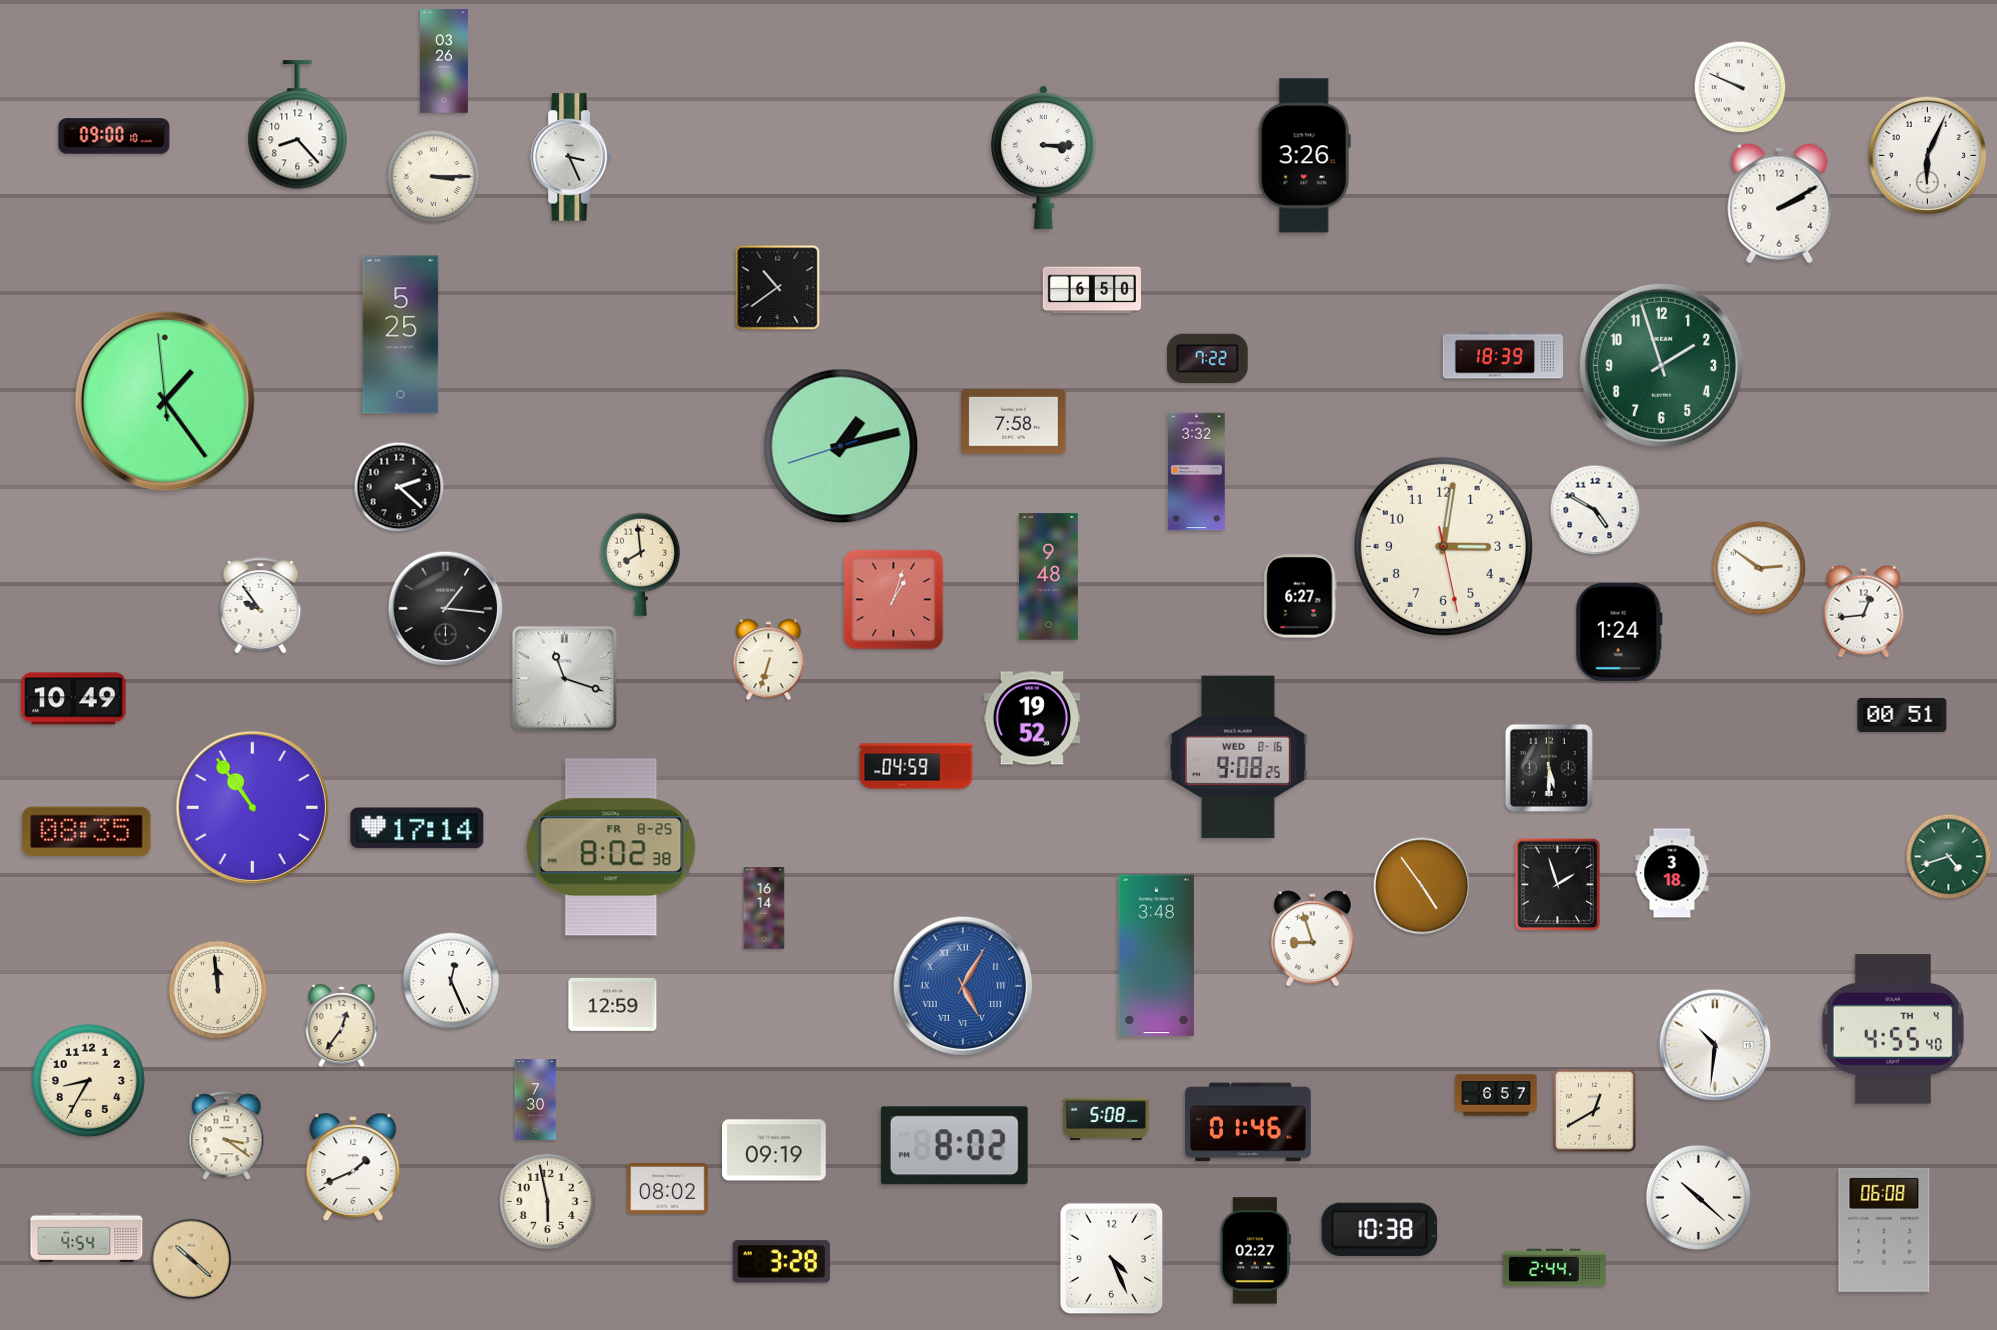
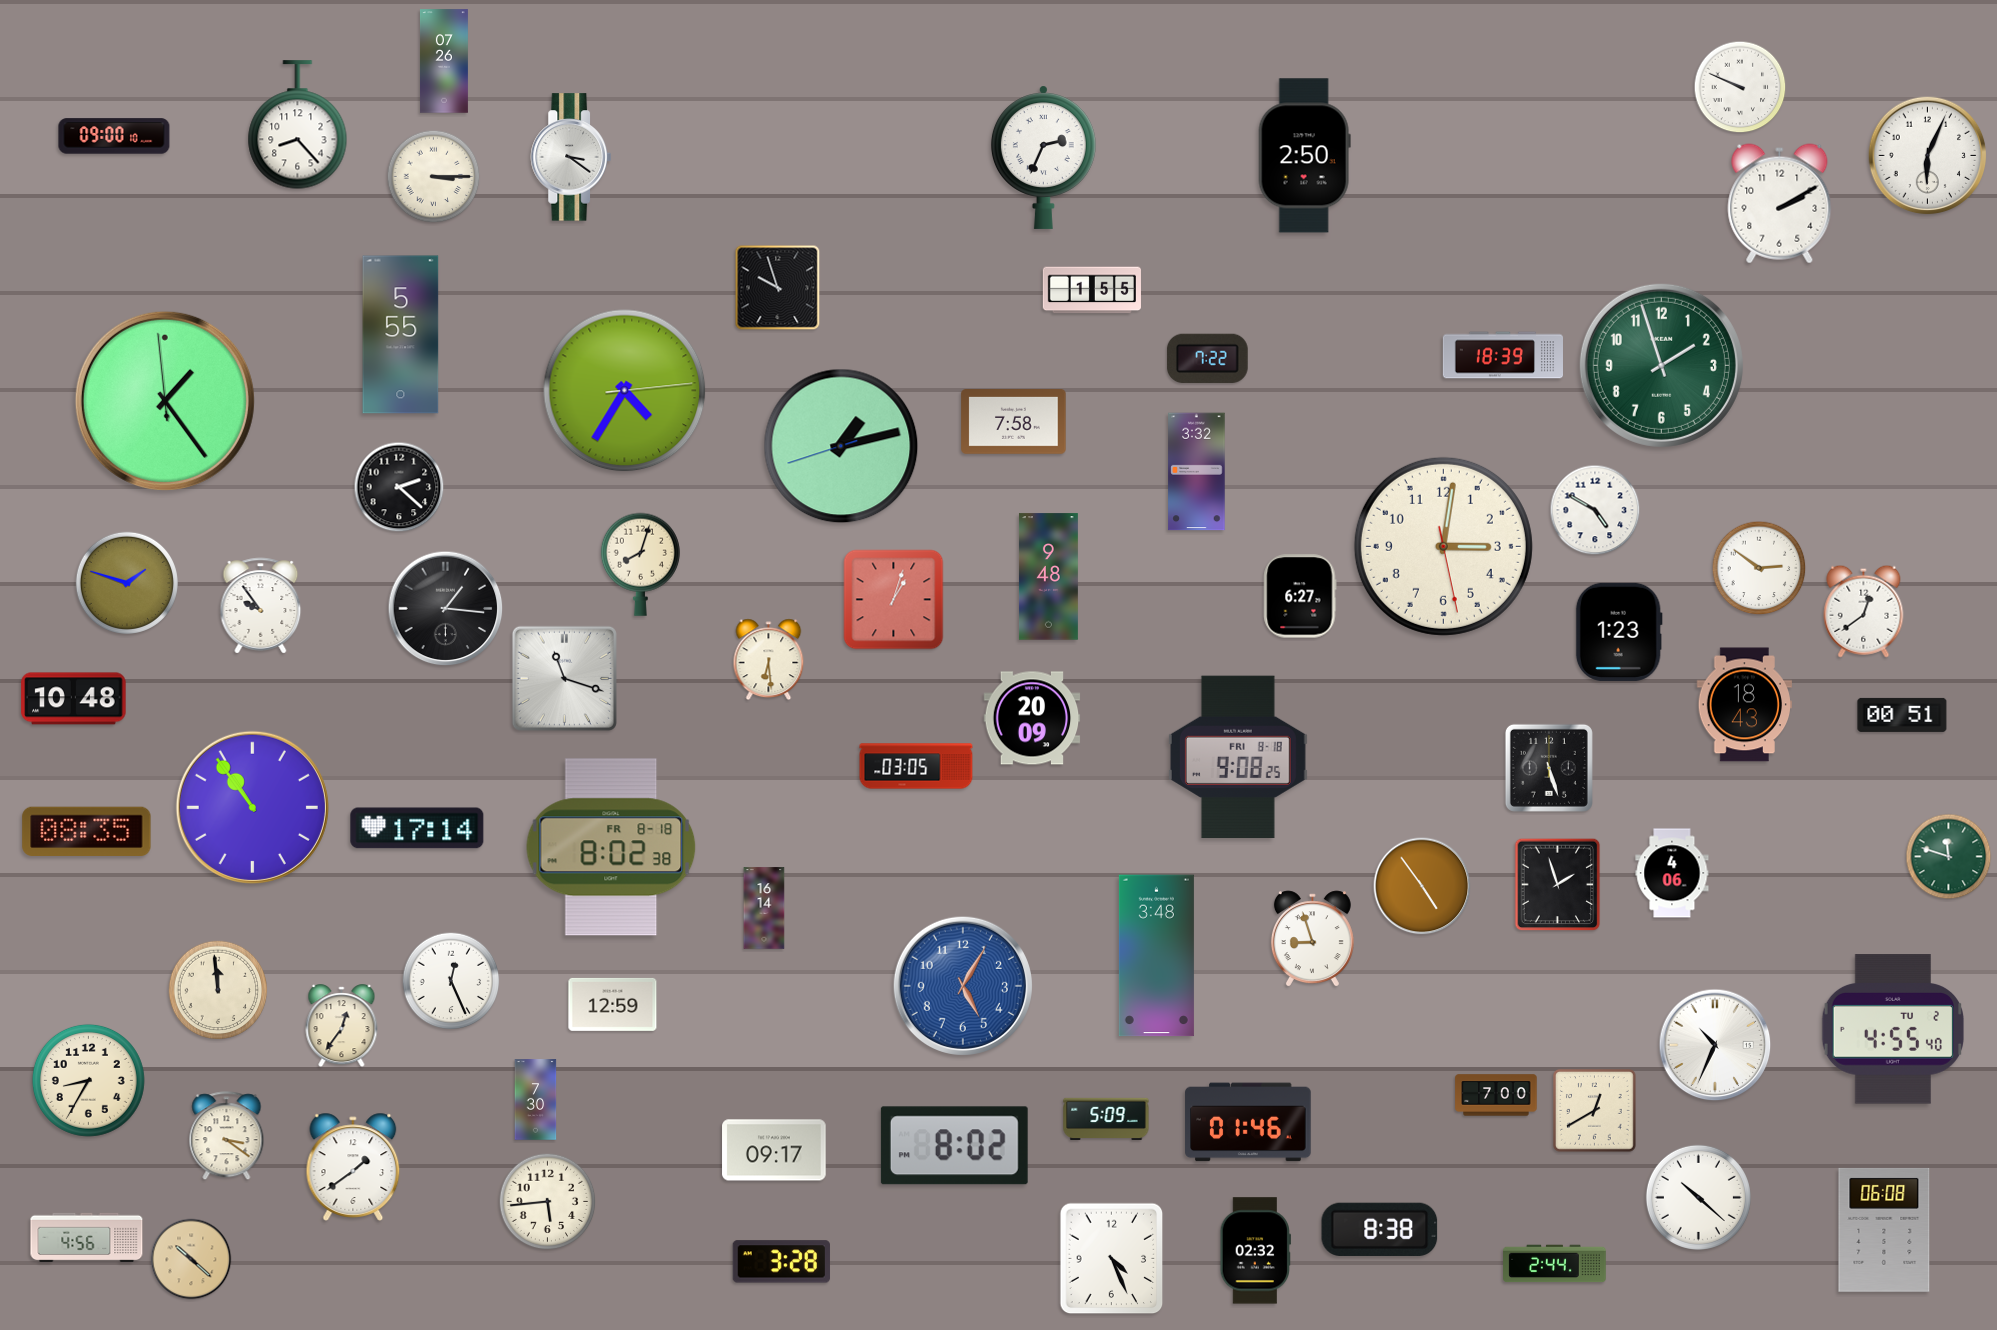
clock at (444, 61): 03:26 -> 07:26
clock at (1304, 156): 3:26 -> 2:50
clock at (571, 157): 3:26 -> 3:21
clock at (1043, 157): 3:15 -> 2:34
clock at (778, 288): 10:39 -> 9:57
clock at (1092, 290): 6:50 -> 1:55
clock at (401, 335): 5:25 -> 5:55
clock at (625, 391): none -> 4:35
clock at (640, 564): 7:59 -> 8:03
clock at (127, 583): none -> 1:48
clock at (1864, 611): 12:44 -> 12:39
clock at (1619, 632): 1:24 -> 1:23
clock at (769, 660): 6:33 -> 6:29
clock at (74, 699): 10:49 -> 10:48
clock at (1744, 705): none -> 18:43
clock at (1032, 718): 19:52 -> 20:09
clock at (1238, 757) date: WED 8-16 -> FRI 8-18
clock at (916, 766): 04:59 -> 03:05
clock at (1549, 768): 5:30 -> 5:27
clock at (611, 847) date: FR 8-25 -> FR 8-18
clock at (1949, 857): 4:42 -> 11:48
clock at (1672, 873): 3:18 -> 4:06
clock at (963, 986) numerals: Roman -> Arabic
clock at (1893, 1029) date: TH 4 -> TU 2
clock at (1715, 1045): 10:31 -> 10:34
clock at (1496, 1095): 6:57 -> 7:00
clock at (1106, 1118): 5:08 -> 5:09
clock at (774, 1150): 09:19 -> 09:17
clock at (353, 1167): 1:41 -> 1:39
clock at (668, 1189): 08:02 -> none
clock at (548, 1202): 5:58 -> 5:44
clock at (1380, 1229): 10:38 -> 8:38
clock at (87, 1237): 4:54 -> 4:56
clock at (1255, 1251): 02:27 -> 02:32
clock at (1555, 1268) position: (1555, 1268) -> (1555, 1264)
